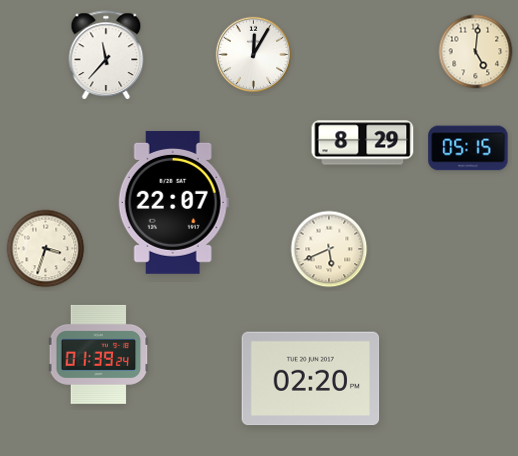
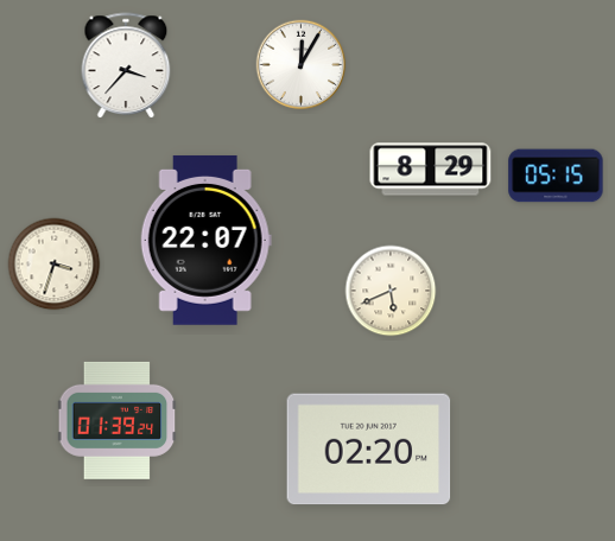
clock at (476, 52): 5:01 -> none
clock at (106, 55): 11:37 -> 3:37
clock at (46, 249) position: (46, 249) -> (55, 265)
clock at (329, 249) position: (329, 249) -> (391, 291)
